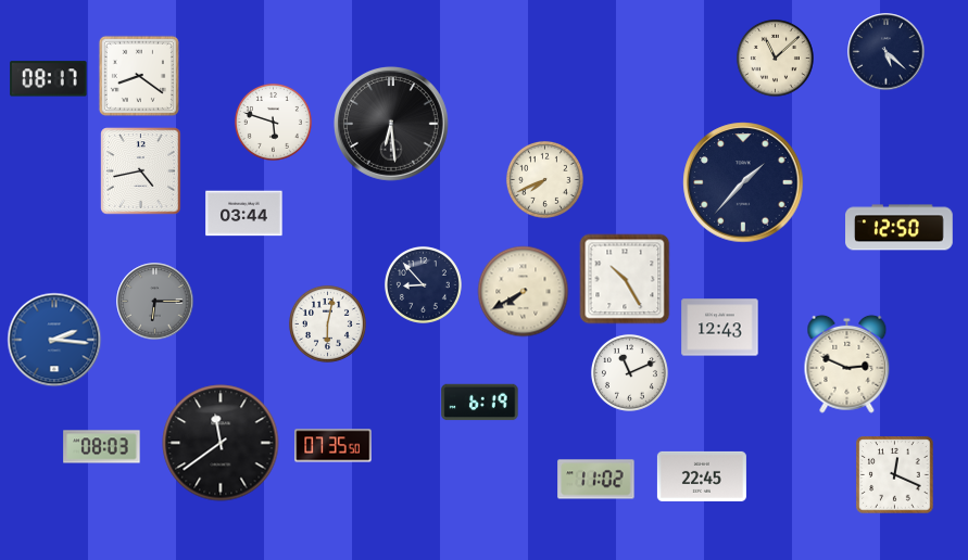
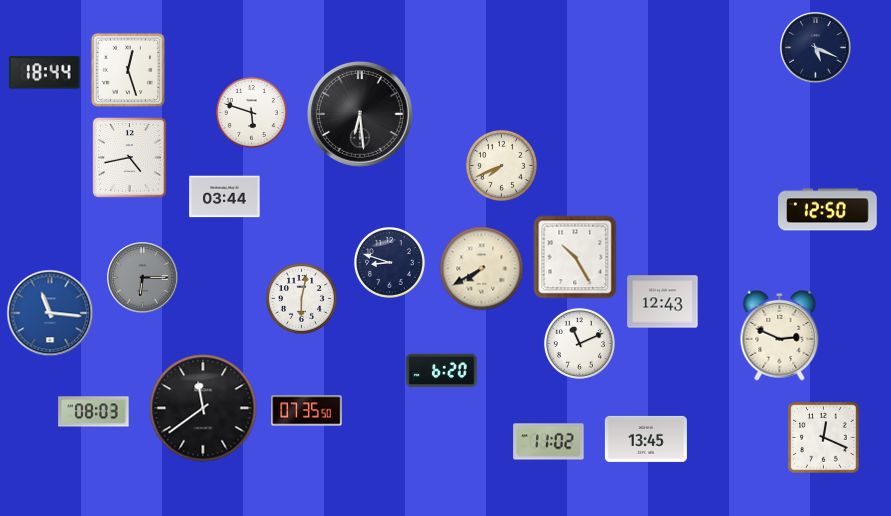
clock at (887, 52): 5:22 -> 5:19
clock at (775, 58): 11:08 -> none
clock at (139, 76): 8:21 -> 12:27
clock at (49, 79): 08:17 -> 18:44
clock at (743, 182): 1:37 -> none
clock at (423, 284): 8:53 -> 8:48
clock at (54, 340): 2:16 -> 11:16
clock at (480, 403): 6:19 -> 6:20
clock at (702, 476): 22:45 -> 13:45
